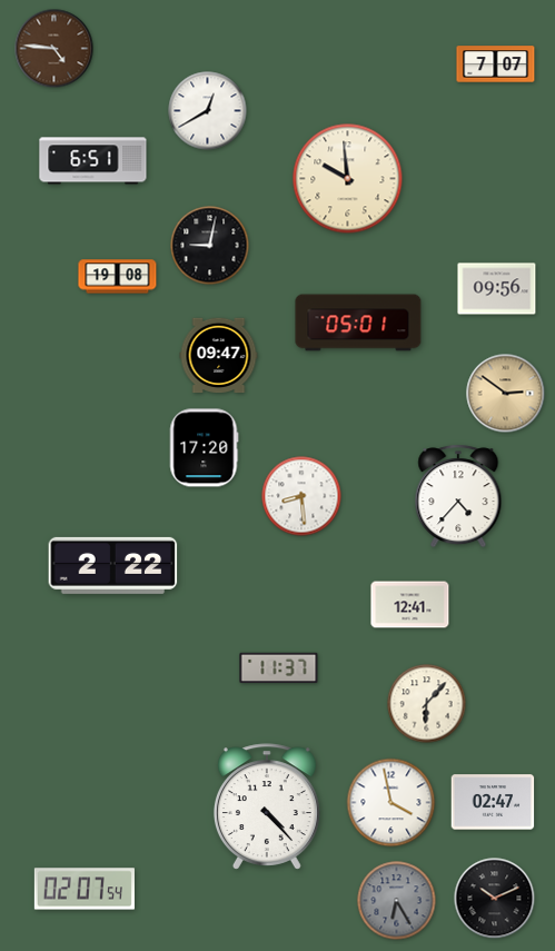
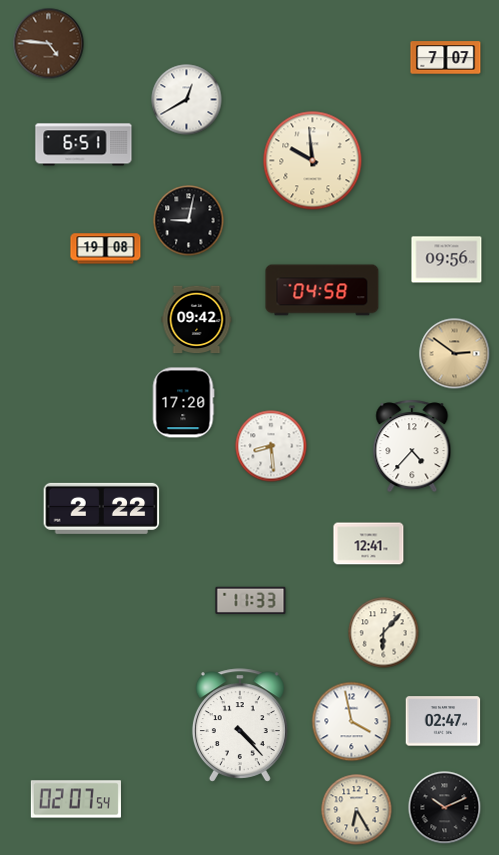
clock at (358, 323): 05:01 -> 04:58
clock at (219, 356): 09:47 -> 09:42
clock at (279, 668): 11:37 -> 11:33
clock at (397, 901) dial: grey -> cream
